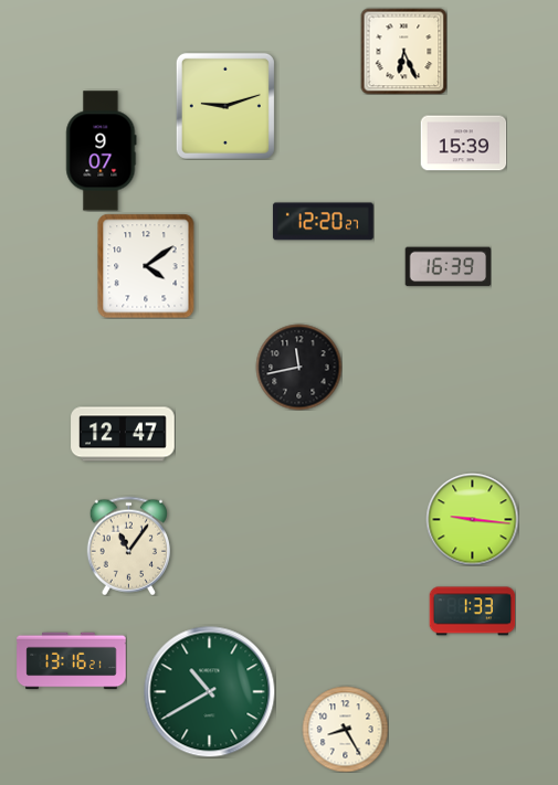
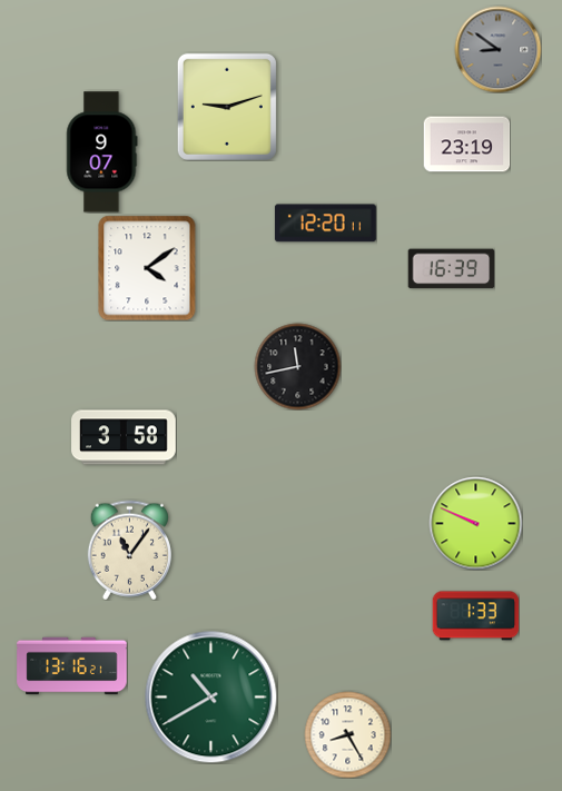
clock at (497, 49): none -> 8:51
clock at (403, 51): 6:26 -> none
clock at (463, 144): 15:39 -> 23:19
clock at (323, 222): 12:20:27 -> 12:20:11
clock at (298, 367) position: (298, 367) -> (297, 366)
clock at (123, 434): 12:47 -> 3:58
clock at (472, 519): 9:16 -> 9:49
